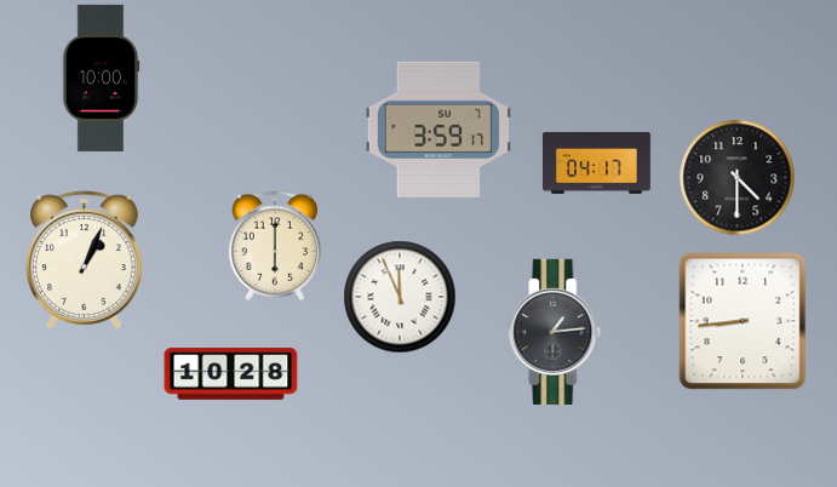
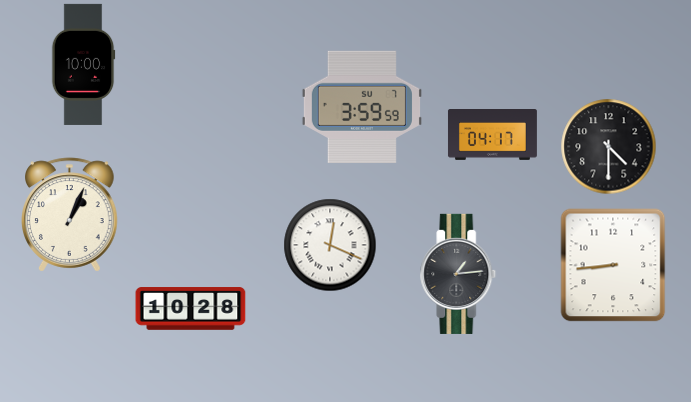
clock at (438, 130): 3:59:17 -> 3:59:59
clock at (275, 246): 6:00 -> none
clock at (400, 297): 11:56 -> 12:19
